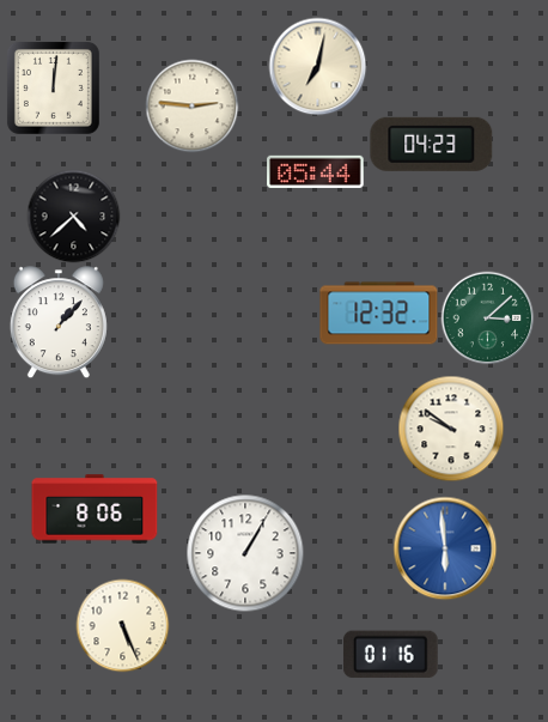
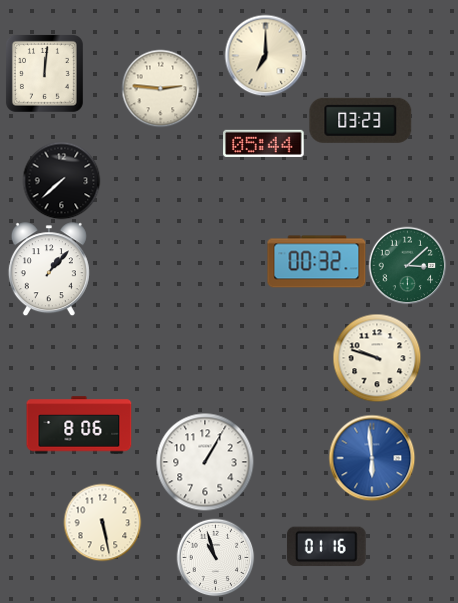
clock at (317, 66): 7:02 -> 7:00
clock at (432, 144): 04:23 -> 03:23
clock at (73, 216): 4:38 -> 7:38
clock at (379, 314): 12:32 -> 00:32
clock at (451, 429): 9:51 -> 9:48
clock at (122, 625): 5:26 -> 5:28
clock at (215, 557): none -> 10:57
